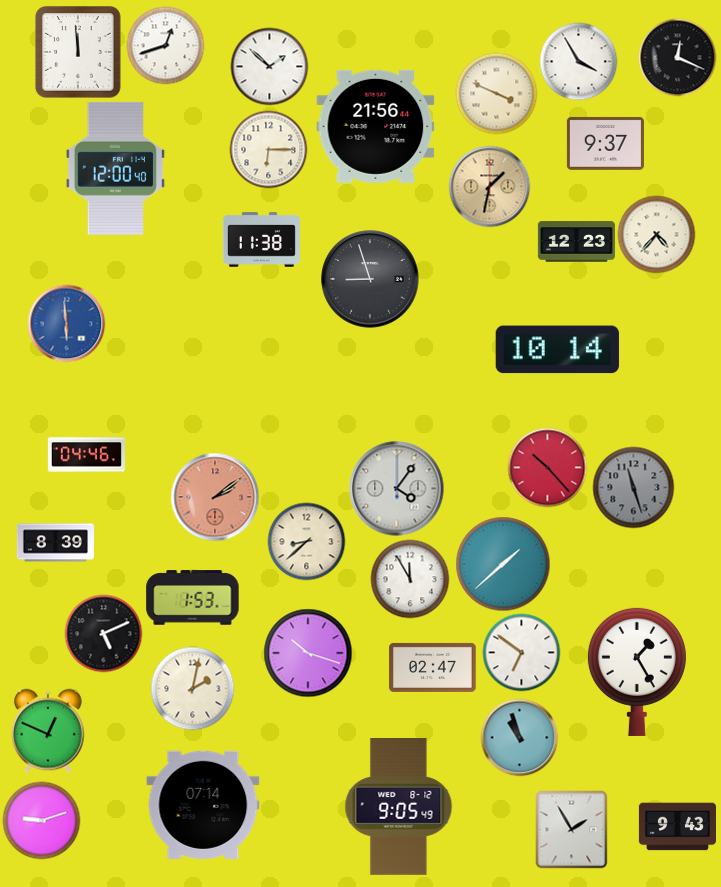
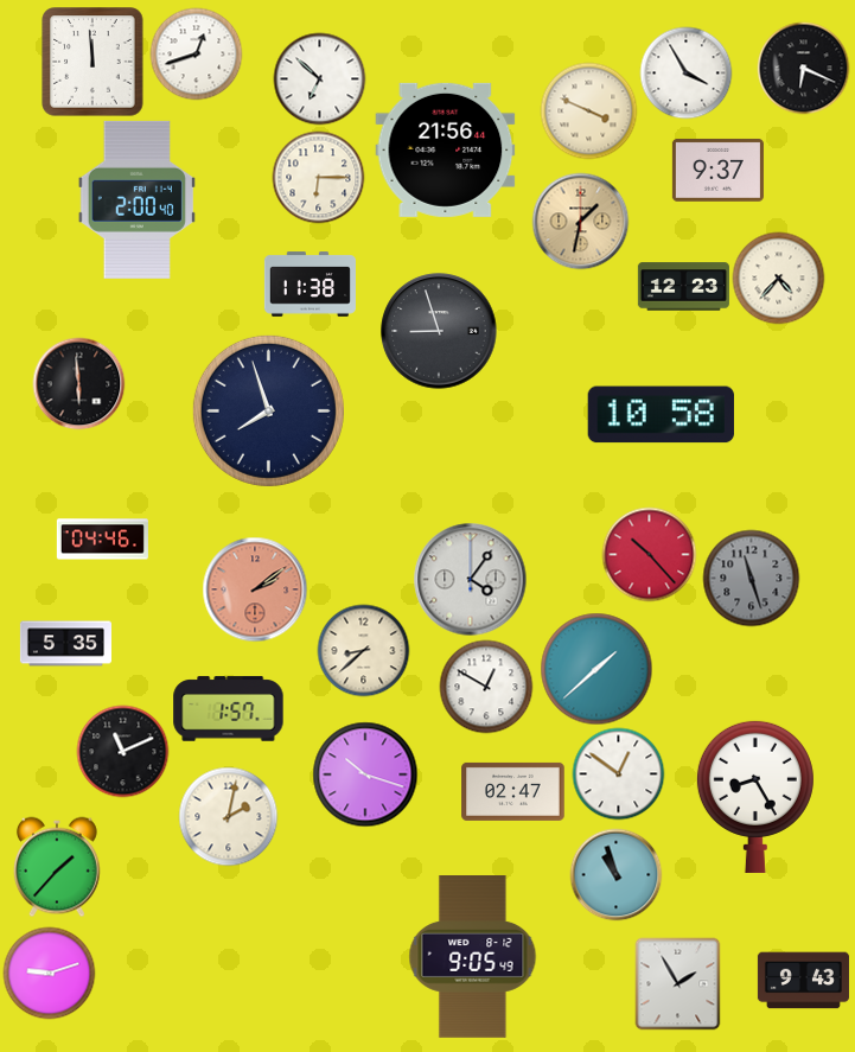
clock at (677, 57): 12:19 -> 6:19
clock at (269, 66): 1:52 -> 6:52
clock at (115, 168): 12:00 -> 2:00
clock at (66, 323) dial: blue -> black
clock at (268, 410): none -> 7:57
clock at (557, 350): 10:14 -> 10:58
clock at (306, 541) position: (306, 541) -> (363, 650)
clock at (55, 543): 8:39 -> 5:35
clock at (410, 579): 11:55 -> 12:50
clock at (193, 598): 1:53 -> 1:57
clock at (103, 633): 5:11 -> 11:11
clock at (521, 652): 6:51 -> 12:51
clock at (637, 671): 1:25 -> 8:25
clock at (48, 731): 12:49 -> 1:37
clock at (203, 805): 07:14 -> none
